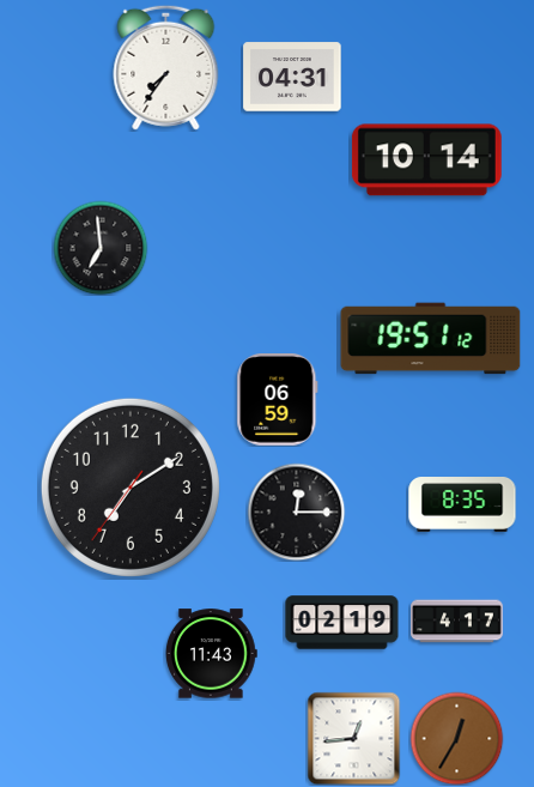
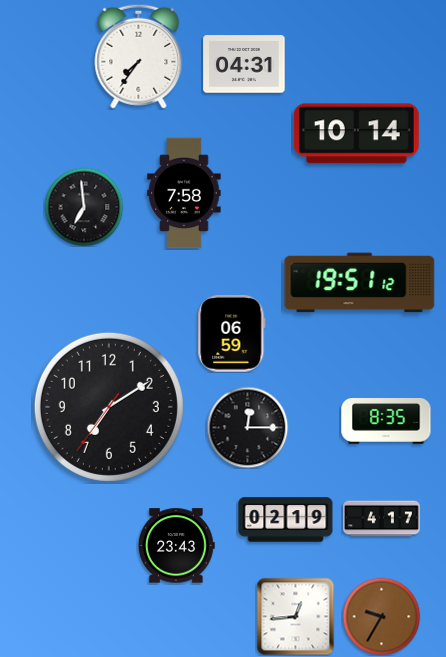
clock at (184, 193): none -> 7:58
clock at (211, 654): 11:43 -> 23:43
clock at (456, 738): 12:35 -> 9:35
